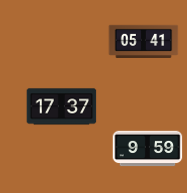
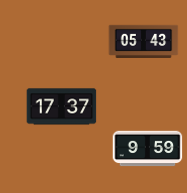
clock at (144, 41): 05:41 -> 05:43
